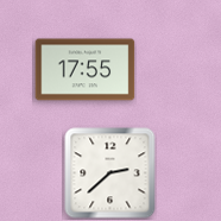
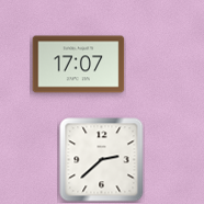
clock at (86, 70): 17:55 -> 17:07
